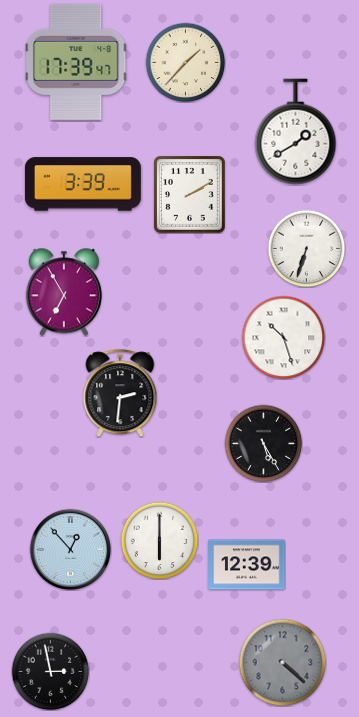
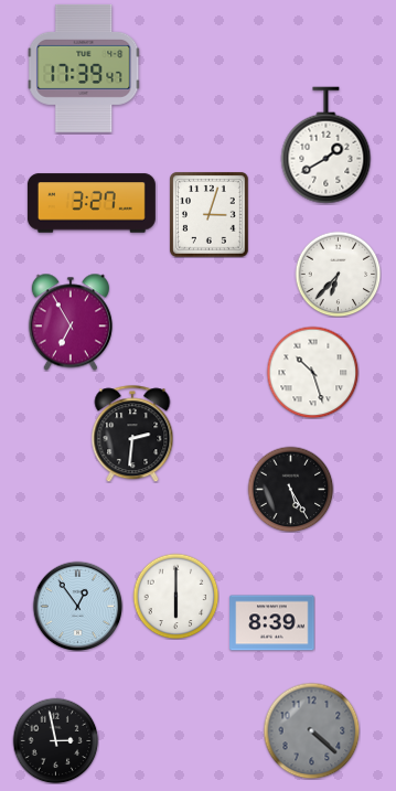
clock at (185, 62): 1:37 -> none
clock at (83, 184): 3:39 -> 3:27
clock at (190, 195): 2:10 -> 3:03
clock at (306, 248): 6:33 -> 6:37
clock at (70, 549): 12:53 -> 12:54
clock at (247, 565): 12:39 -> 8:39
